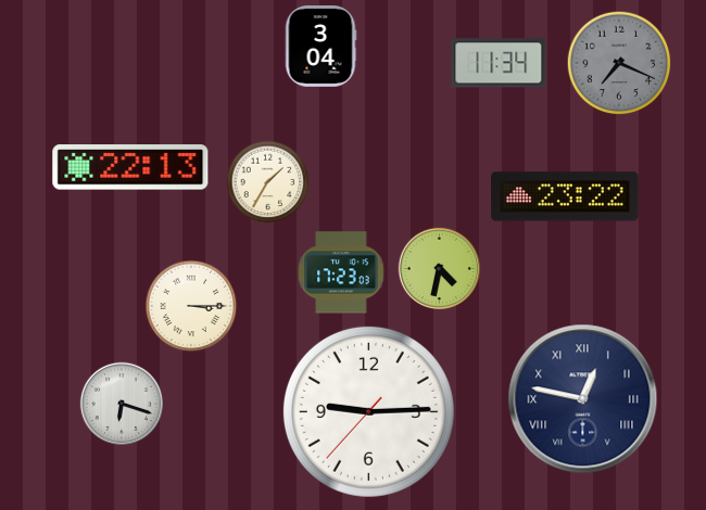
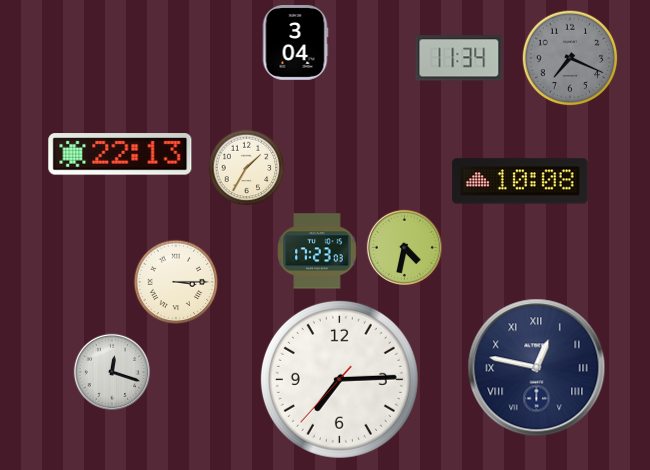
clock at (565, 196): 23:22 -> 10:08
clock at (341, 272) position: (341, 272) -> (317, 251)
clock at (121, 403): 6:18 -> 12:18
clock at (368, 411): 9:14 -> 7:14
